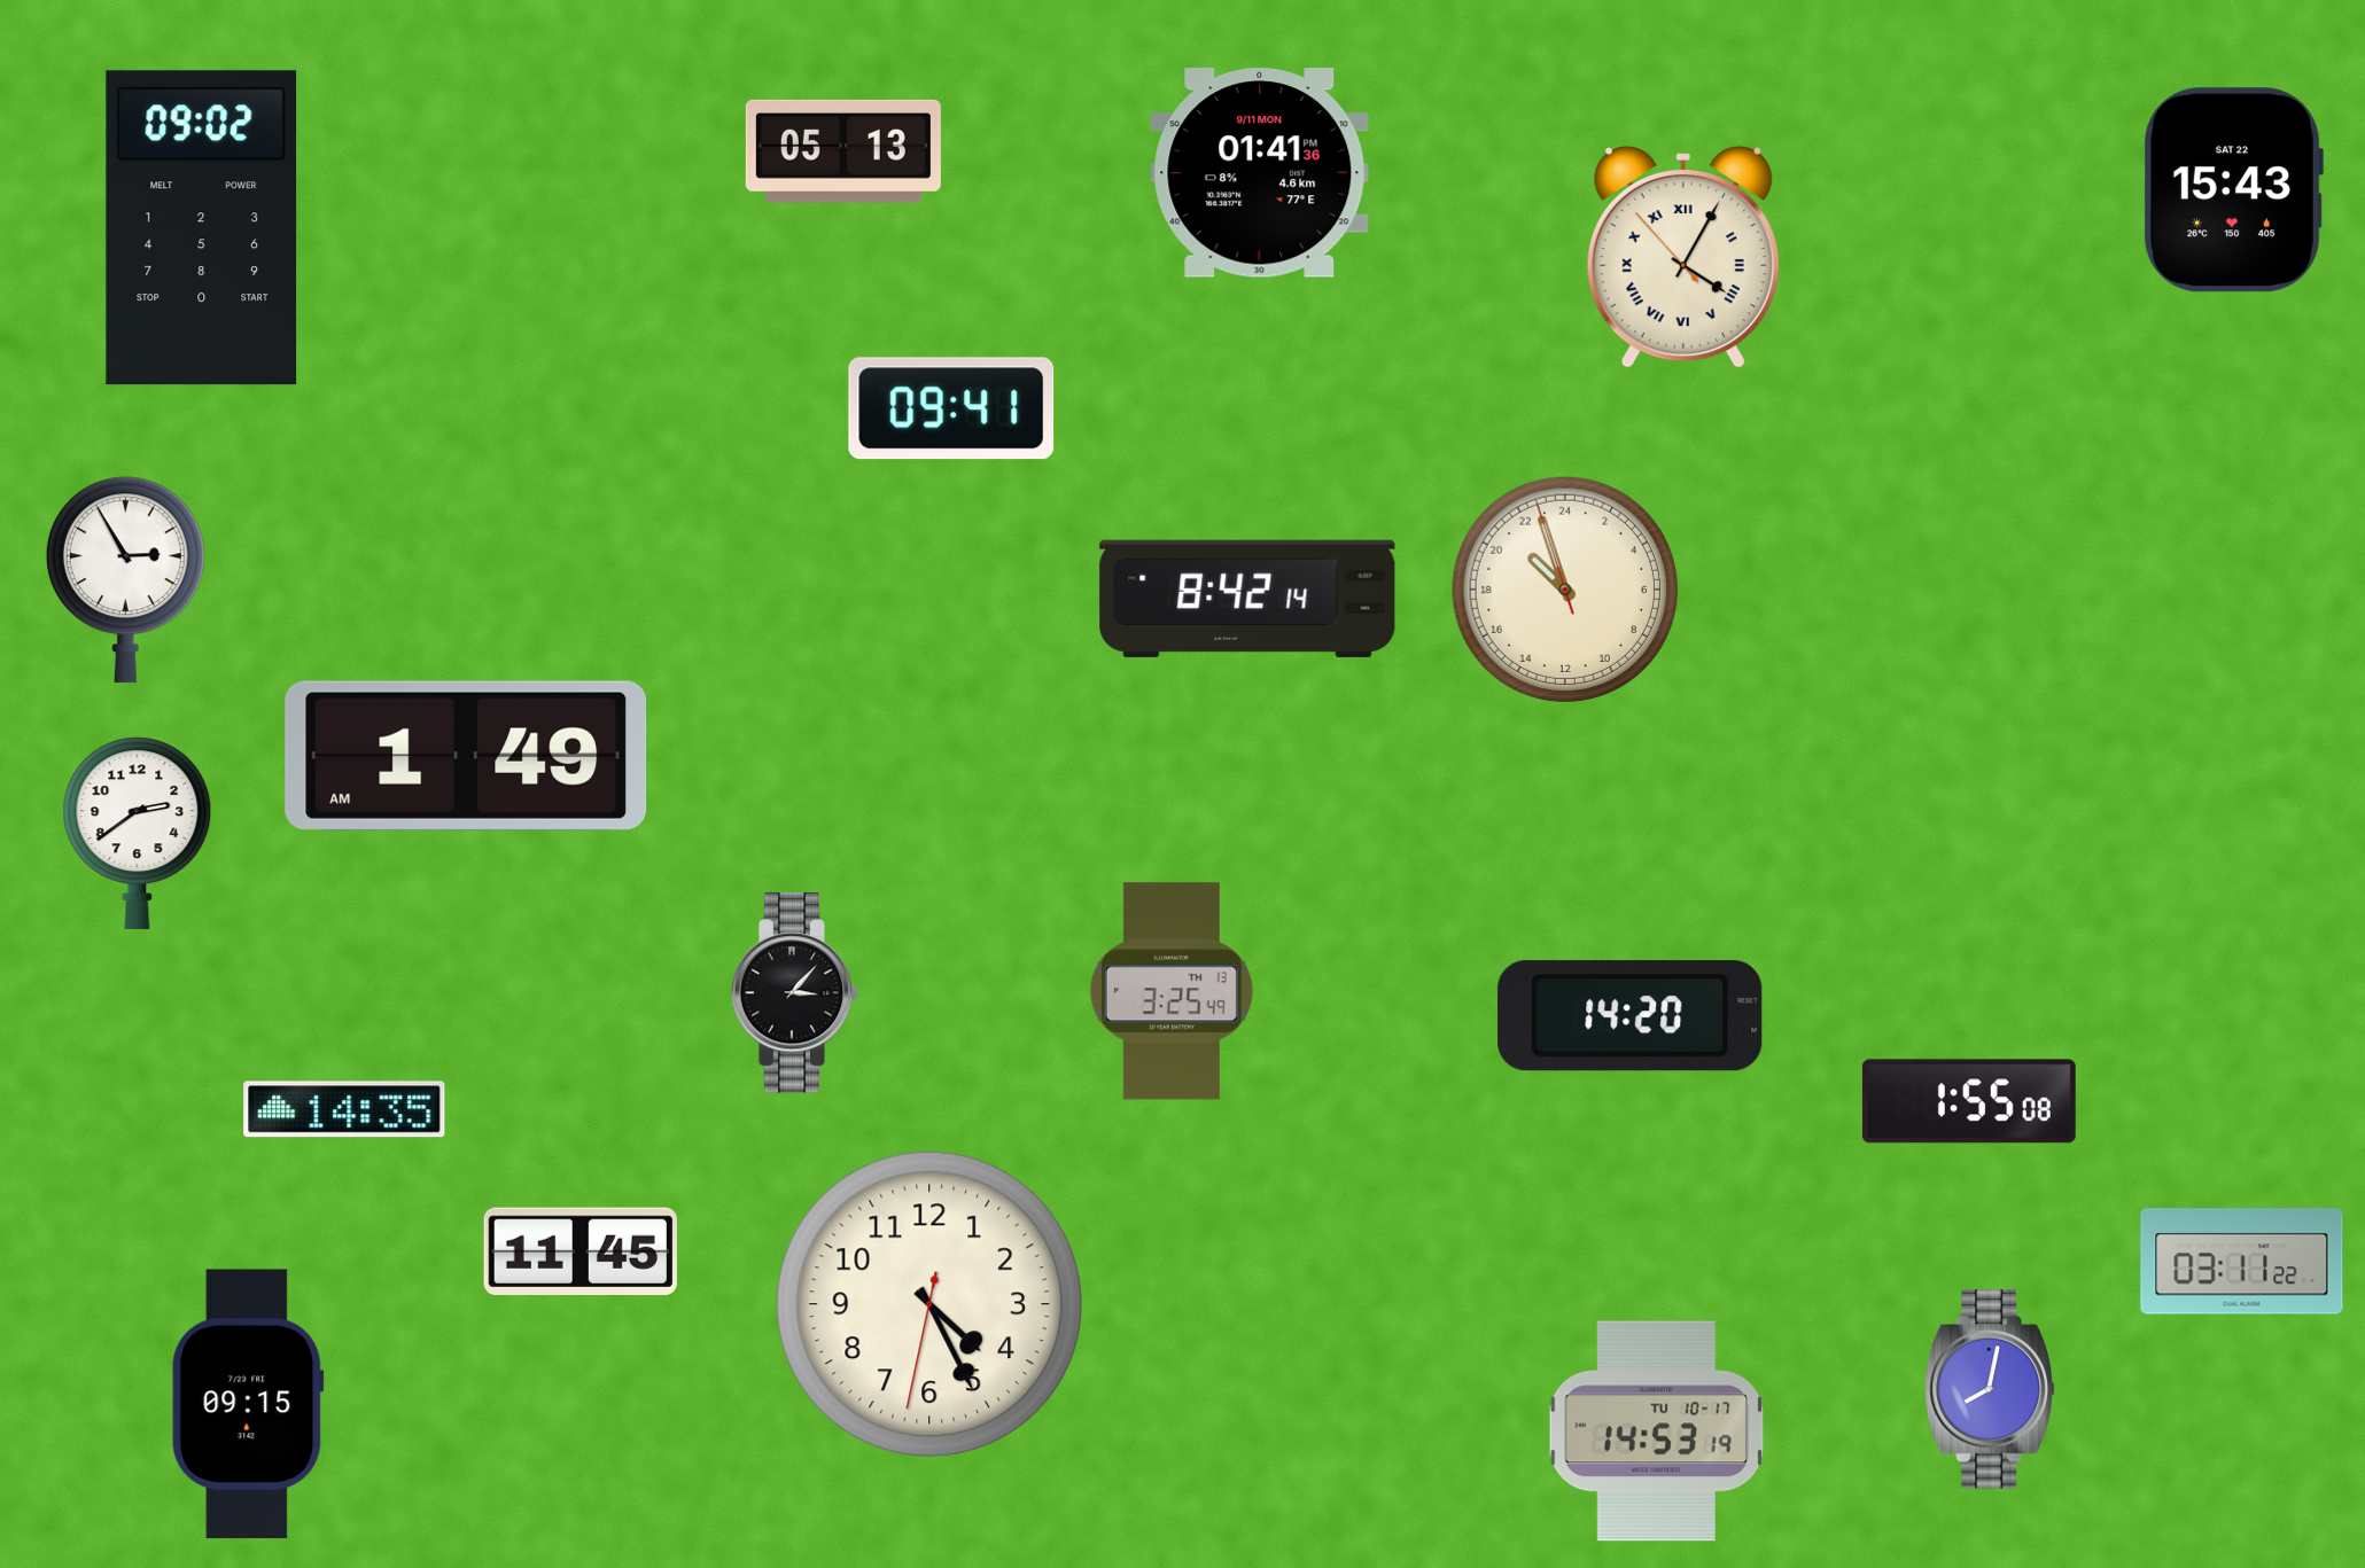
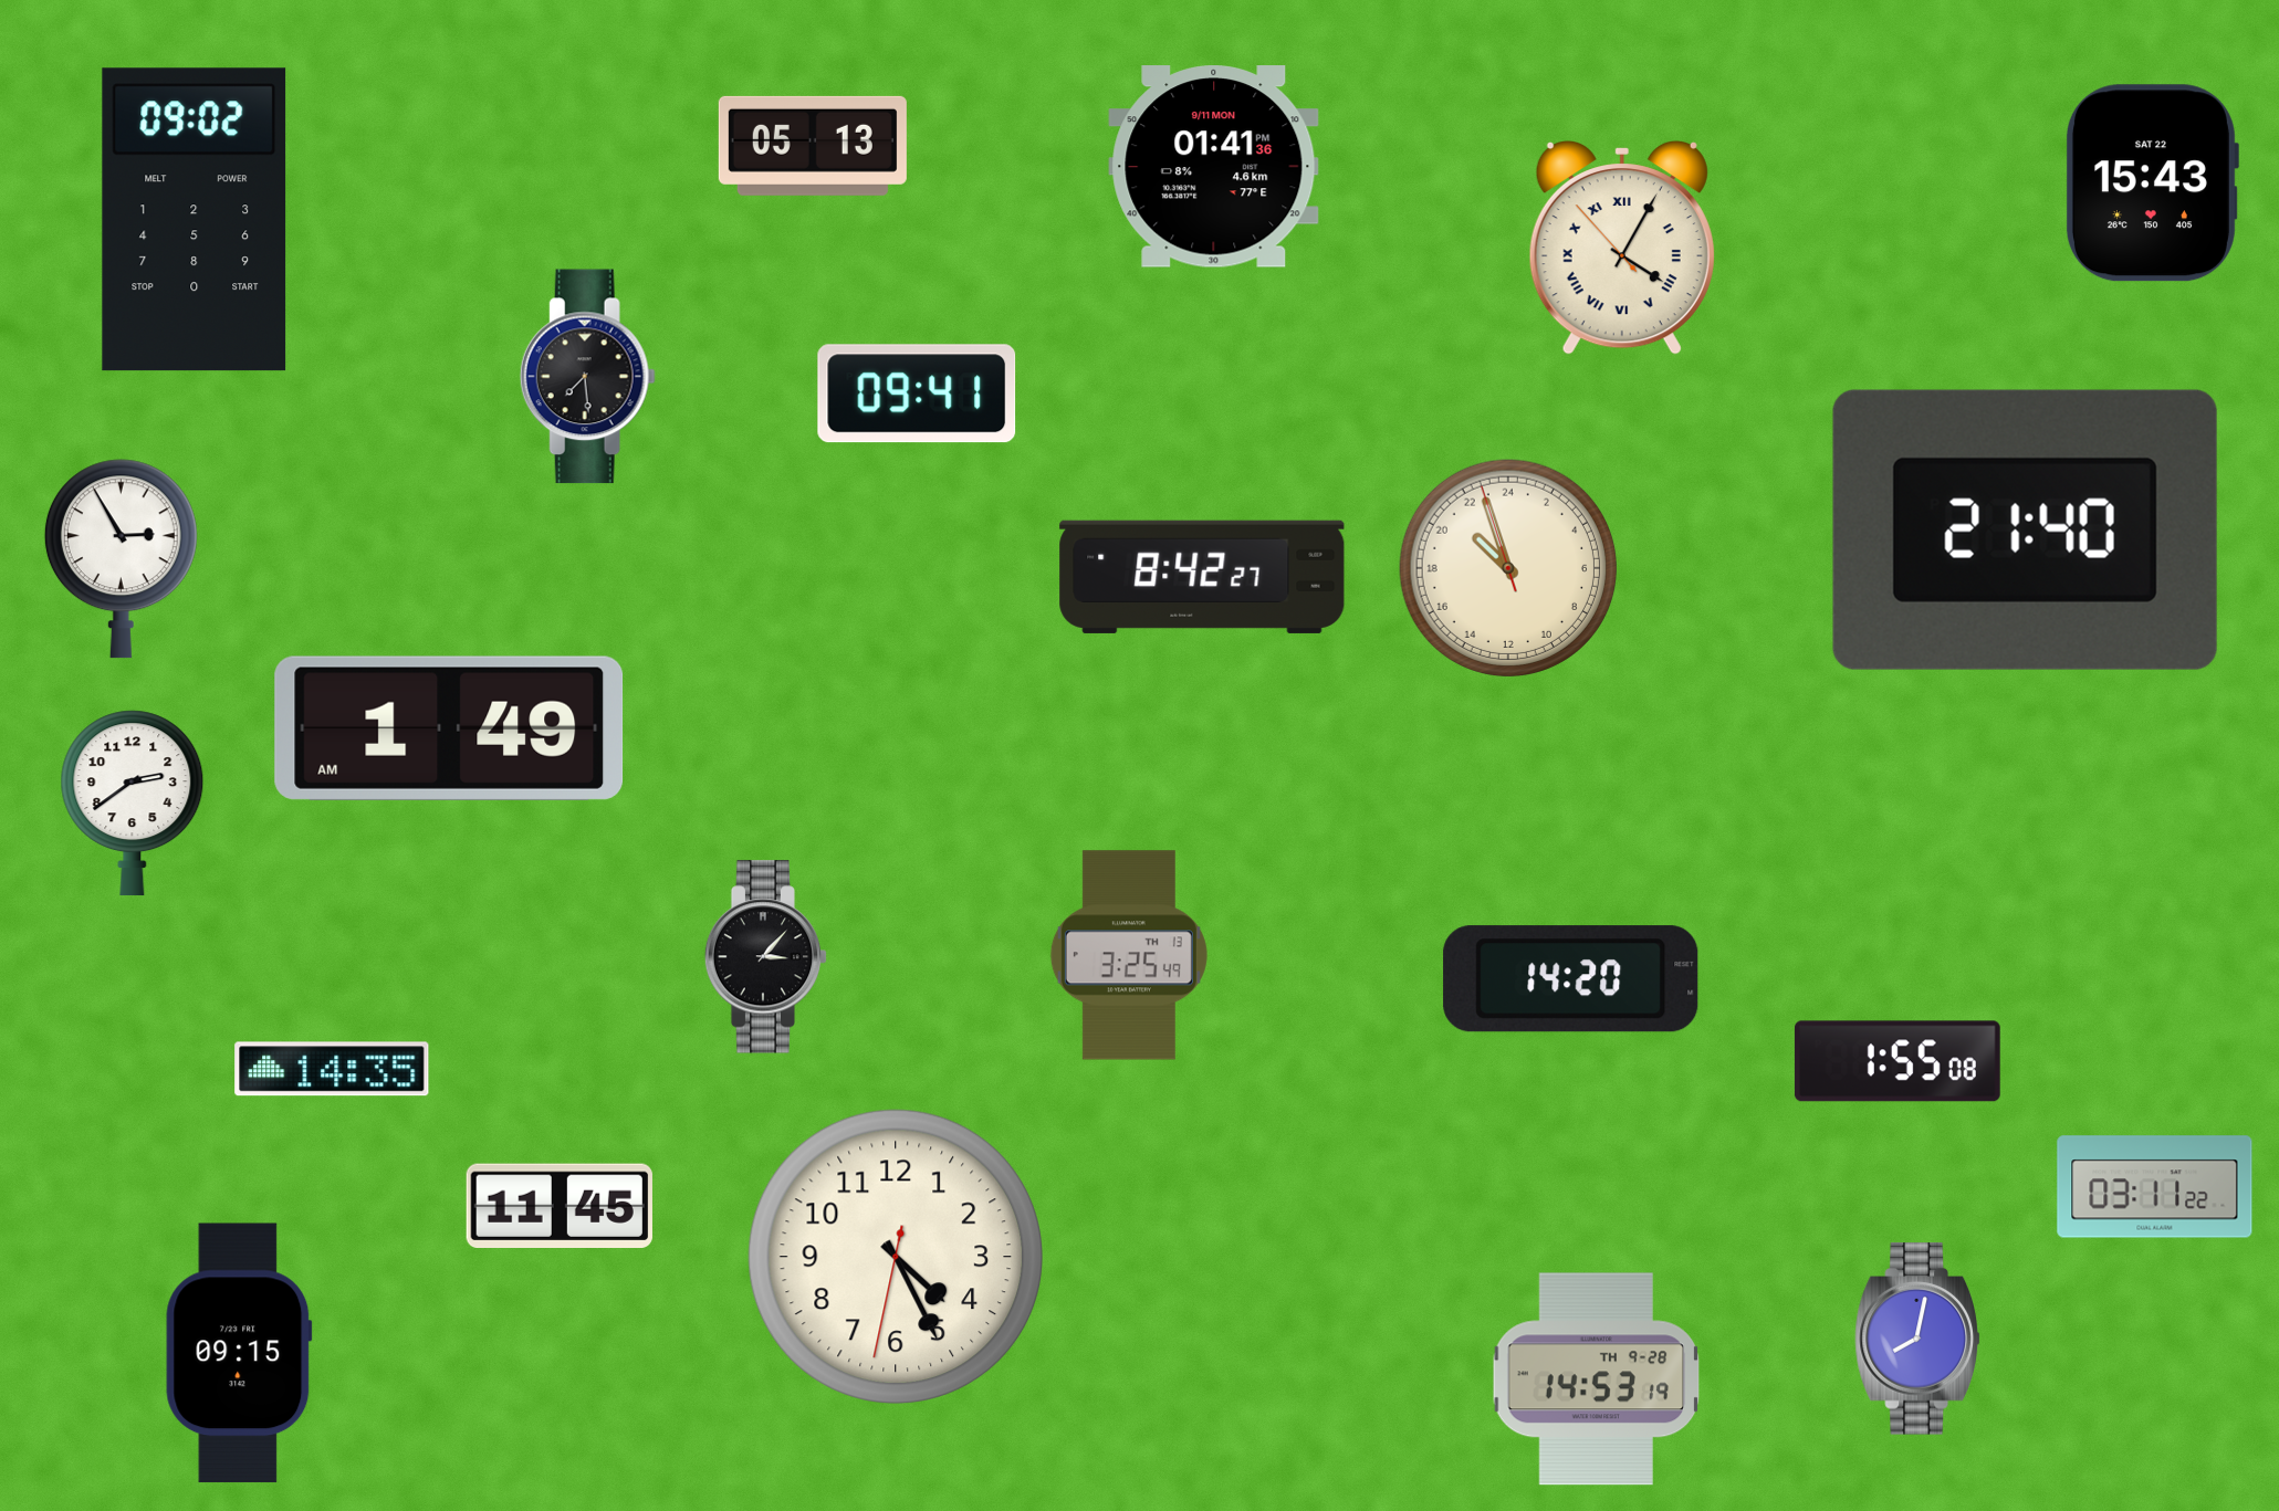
clock at (587, 377): none -> 7:29
clock at (2025, 529): none -> 21:40
clock at (1247, 599): 8:42:14 -> 8:42:27
clock at (2242, 1262) position: (2242, 1262) -> (2155, 1187)
clock at (1657, 1432) date: TU 10-17 -> TH 9-28
